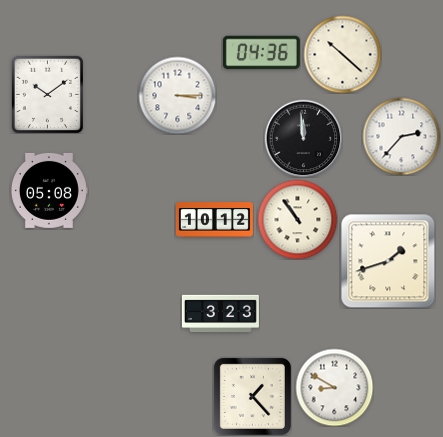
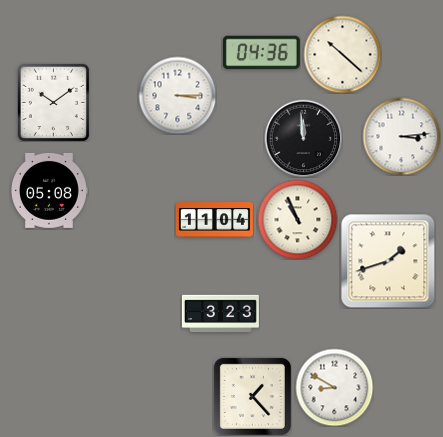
clock at (47, 94) position: (47, 94) -> (53, 102)
clock at (401, 136): 2:37 -> 3:14
clock at (297, 219): 10:54 -> 10:56
clock at (214, 220): 10:12 -> 11:04
